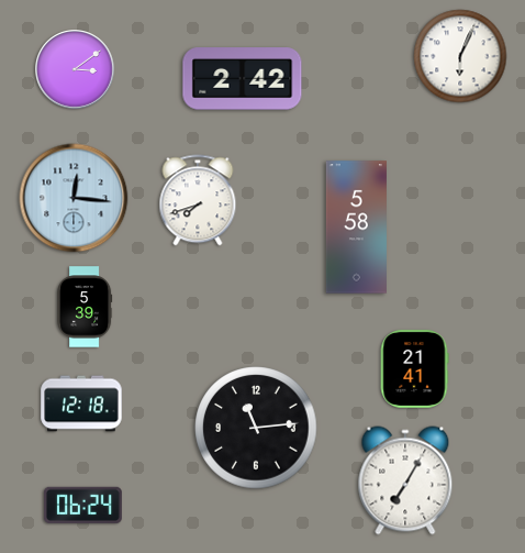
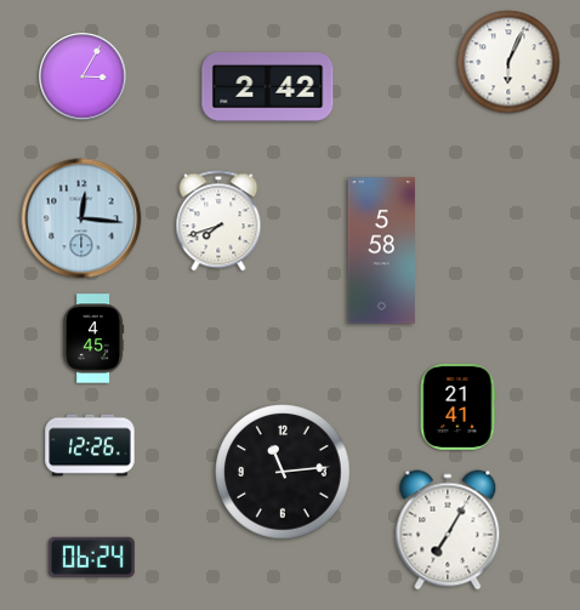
clock at (76, 70): 3:09 -> 3:05
clock at (356, 228) position: (356, 228) -> (381, 251)
clock at (85, 307): 5:39 -> 4:45
clock at (81, 403): 12:18 -> 12:26
